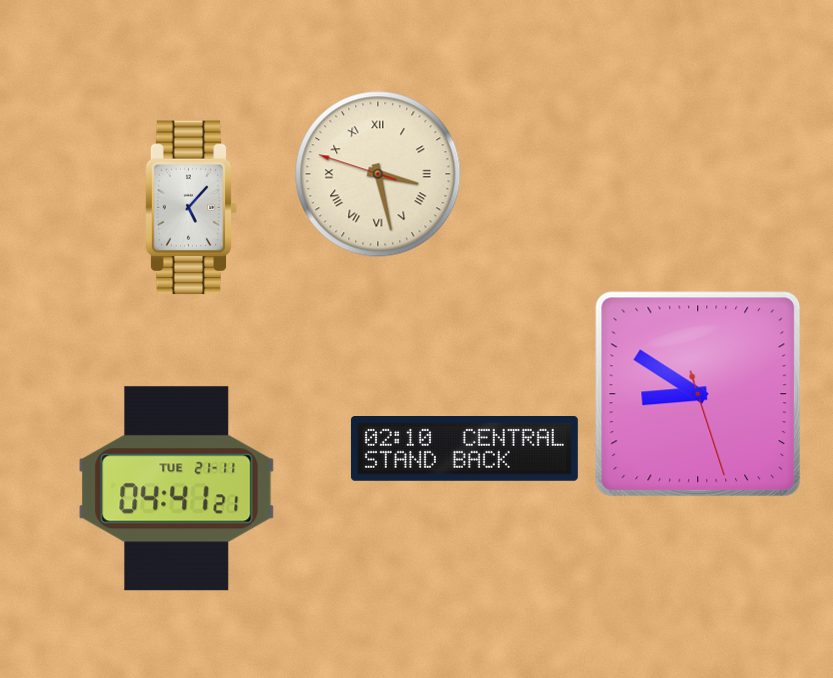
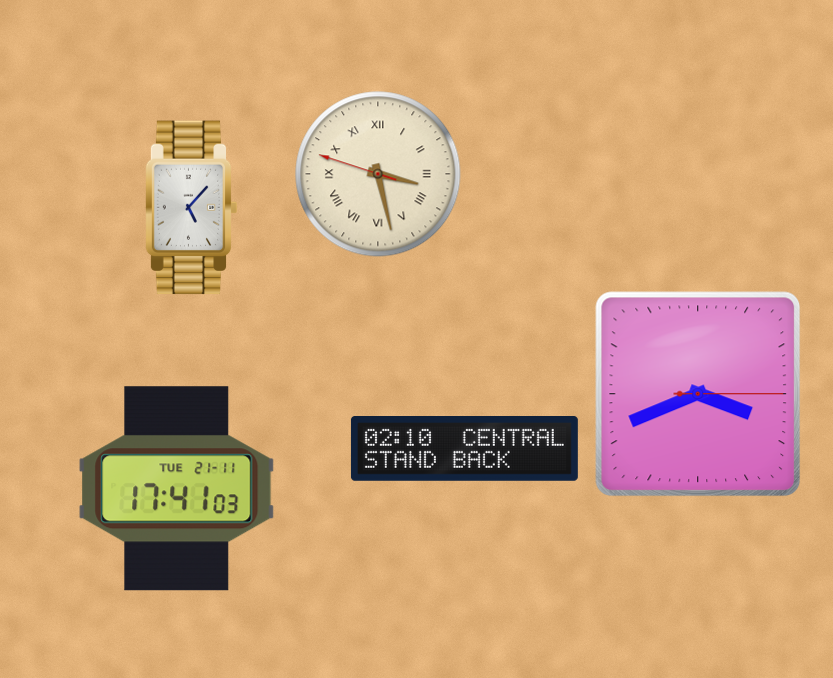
clock at (698, 394): 8:50 -> 3:41
clock at (177, 489): 04:41 -> 17:41
